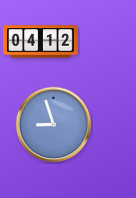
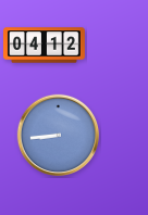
clock at (54, 125): 8:57 -> 8:44
